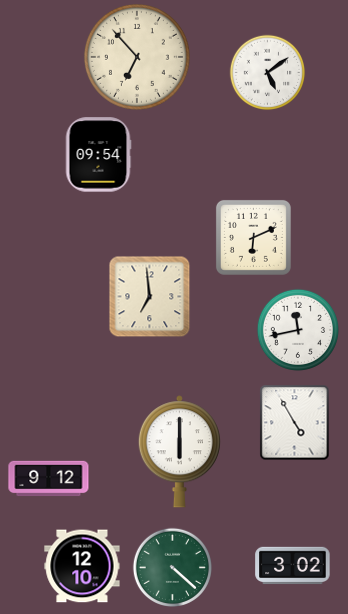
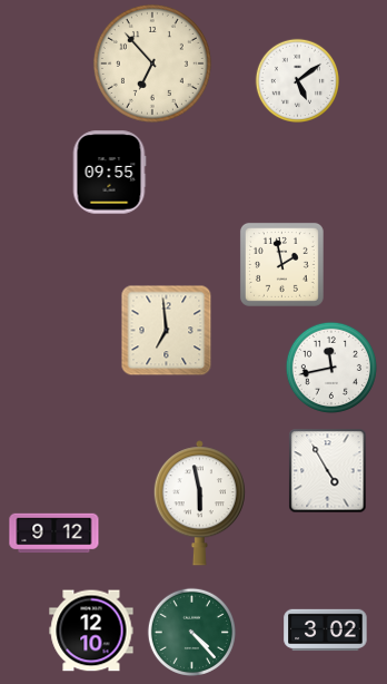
clock at (98, 155): 09:54 -> 09:55
clock at (253, 237): 6:11 -> 1:58
clock at (179, 452): 6:00 -> 5:58
clock at (172, 567): 4:22 -> 4:23
